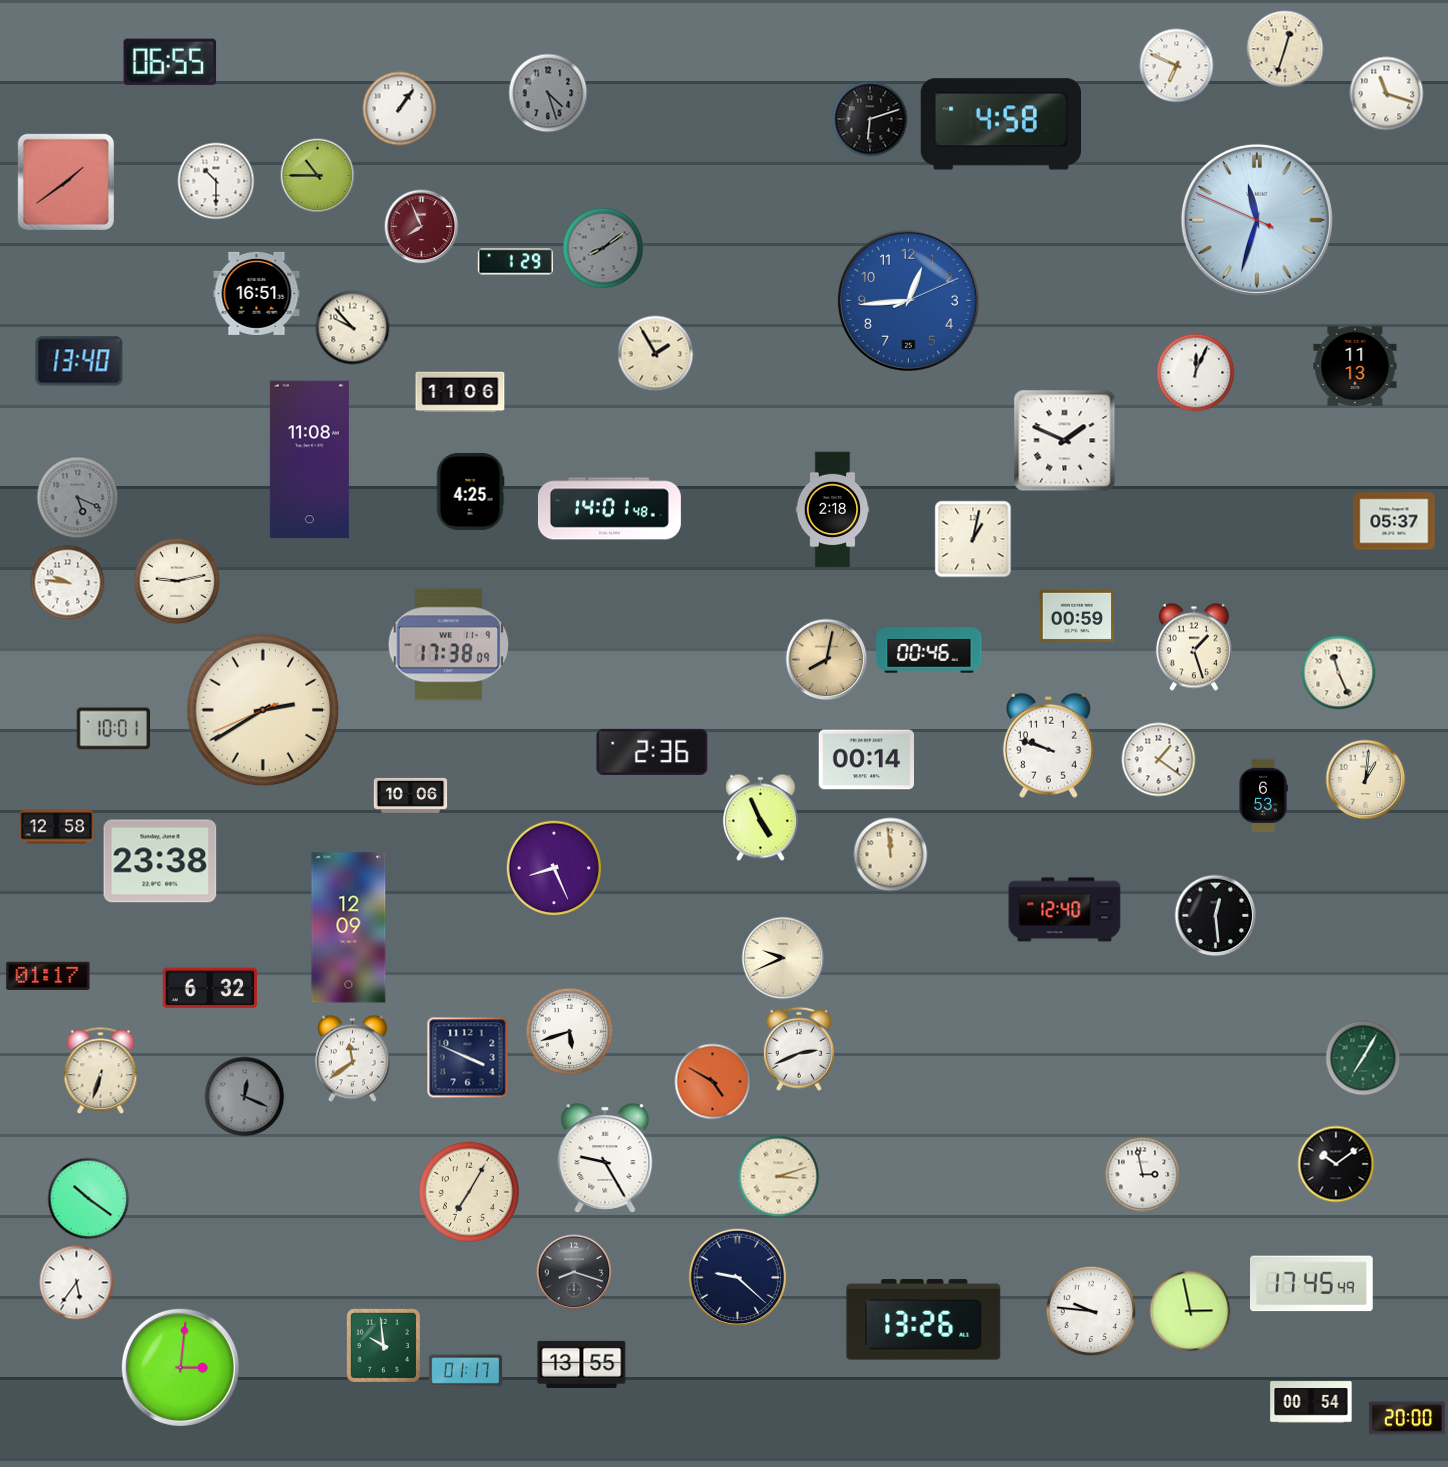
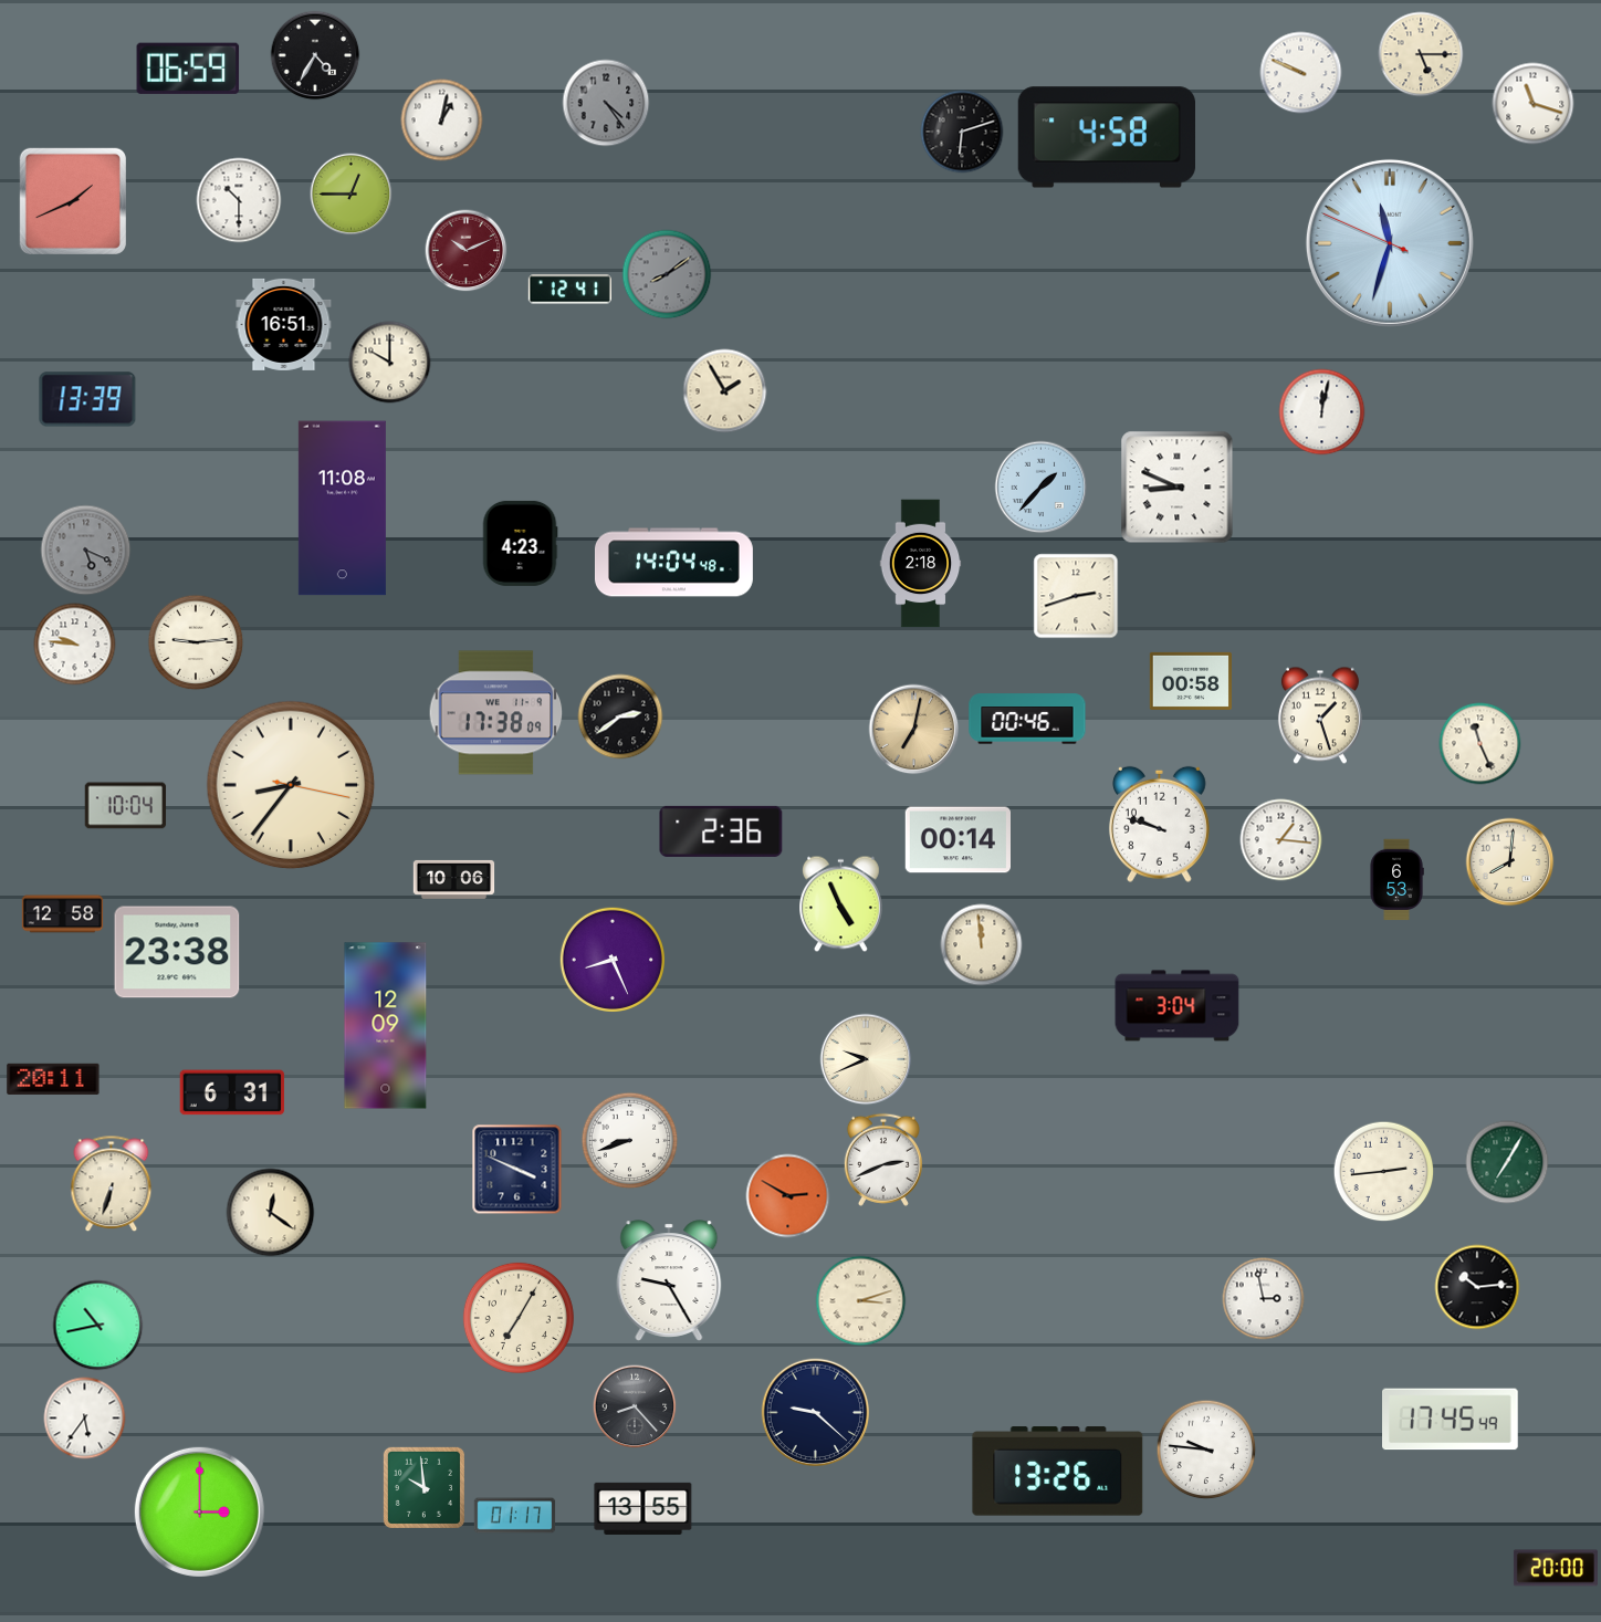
clock at (1285, 49): 12:33 -> 5:15
clock at (315, 55): none -> 4:35
clock at (170, 62): 06:55 -> 06:59
clock at (1177, 66): 6:49 -> 9:49
clock at (548, 93): 4:27 -> 4:24
clock at (400, 109): 1:06 -> 1:02
clock at (318, 176): 10:45 -> 12:45
clock at (66, 182): 1:39 -> 1:41
clock at (422, 227): 7:56 -> 10:11
clock at (515, 262): 1:29 -> 12:41
clock at (908, 300): 12:44 -> none
clock at (353, 328): 9:53 -> 10:00
clock at (79, 361): 13:40 -> 13:39
clock at (1355, 366): 11:13 -> none
clock at (1196, 373): 12:04 -> 12:02
clock at (460, 392): 11:06 -> none
clock at (1042, 488): none -> 1:37
clock at (1065, 441): 1:49 -> 8:49
clock at (470, 491): 4:25 -> 4:23
clock at (609, 509): 14:01 -> 14:04
clock at (1394, 521): 05:37 -> none
clock at (973, 539): 1:02 -> 2:42
clock at (177, 581): 9:13 -> 9:14
clock at (1076, 616): 00:59 -> 00:58
clock at (620, 716): none -> 2:39
clock at (827, 660): 8:02 -> 7:02
clock at (263, 710): 2:39 -> 8:36
clock at (114, 729): 10:01 -> 10:04
clock at (1159, 760): 1:21 -> 1:16
clock at (1366, 780): 1:01 -> 8:01
clock at (891, 855) position: (891, 855) -> (982, 945)
clock at (1065, 910): 12:40 -> 3:04
clock at (1216, 916): 12:29 -> none
clock at (48, 976): 01:17 -> 20:11
clock at (210, 988): 6:32 -> 6:31
clock at (570, 1032): 5:42 -> 8:42
clock at (1363, 1058) position: (1363, 1058) -> (1507, 1162)
clock at (353, 1059): 11:39 -> none
clock at (1384, 1172): none -> 2:44
clock at (713, 1082): 4:50 -> 2:50
clock at (245, 1097): 12:19 -> 12:21
clock at (245, 1097) dial: grey -> cream
clock at (1336, 1164): 10:09 -> 10:14
clock at (89, 1199): 10:21 -> 10:43
clock at (574, 1272): 8:18 -> 8:23
clock at (1190, 1311): 2:58 -> none
clock at (924, 1320) position: (924, 1320) -> (1058, 1472)
clock at (180, 1367): 3:01 -> 3:00
clock at (1311, 1402): 00:54 -> none
